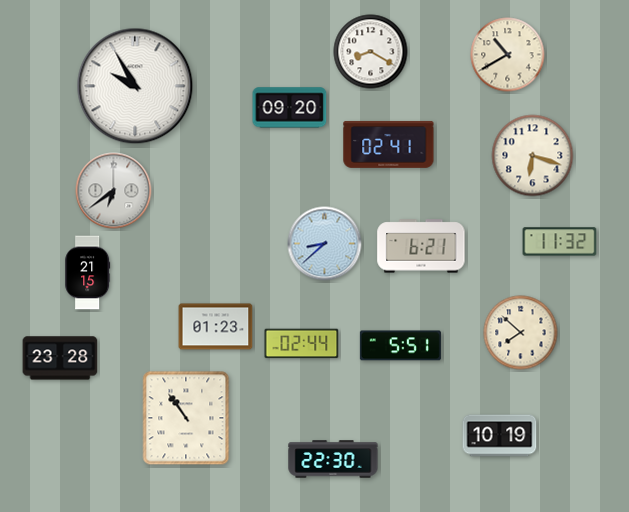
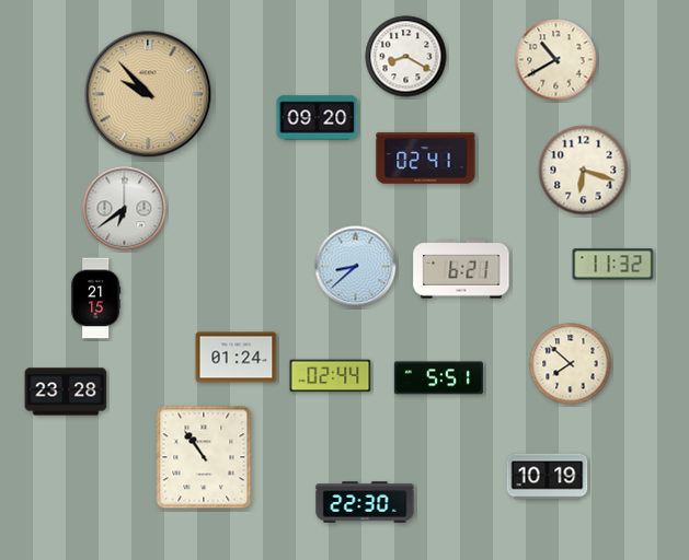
clock at (135, 86): 9:55 -> 9:53
clock at (135, 86) dial: white -> champagne
clock at (216, 327): 01:23 -> 01:24
